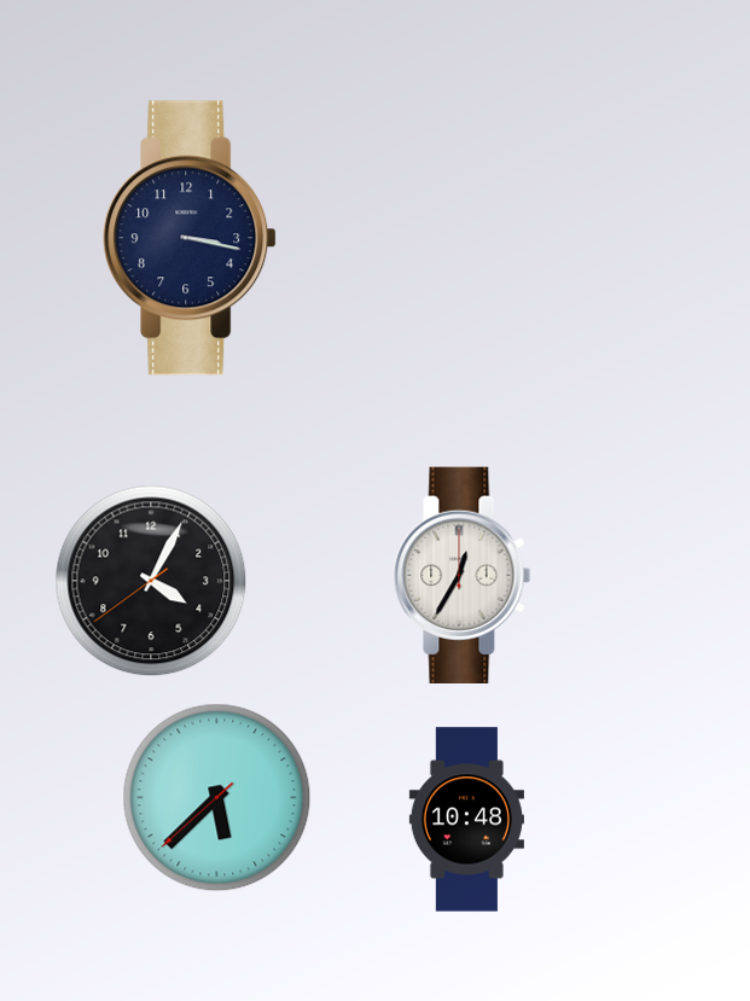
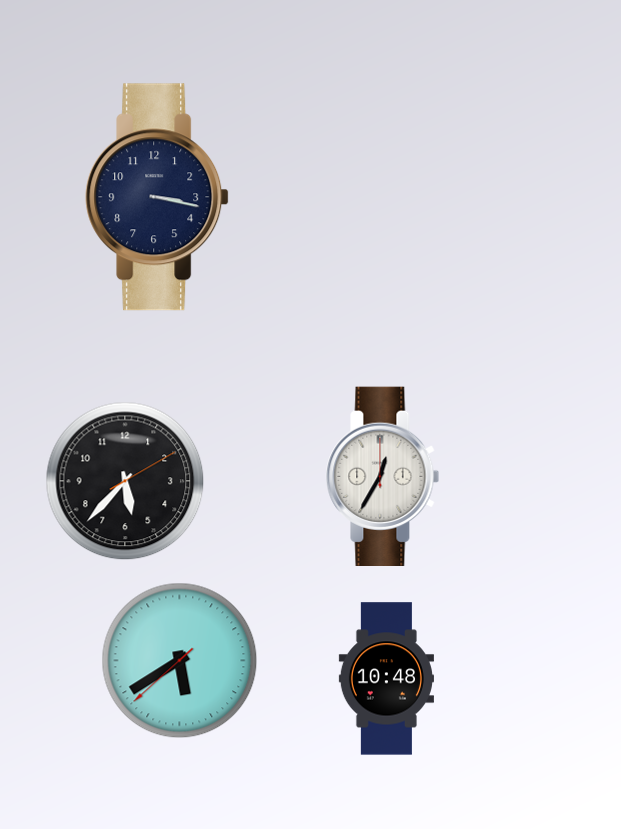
clock at (151, 581): 4:04 -> 5:37
clock at (217, 798): 5:37 -> 5:39
